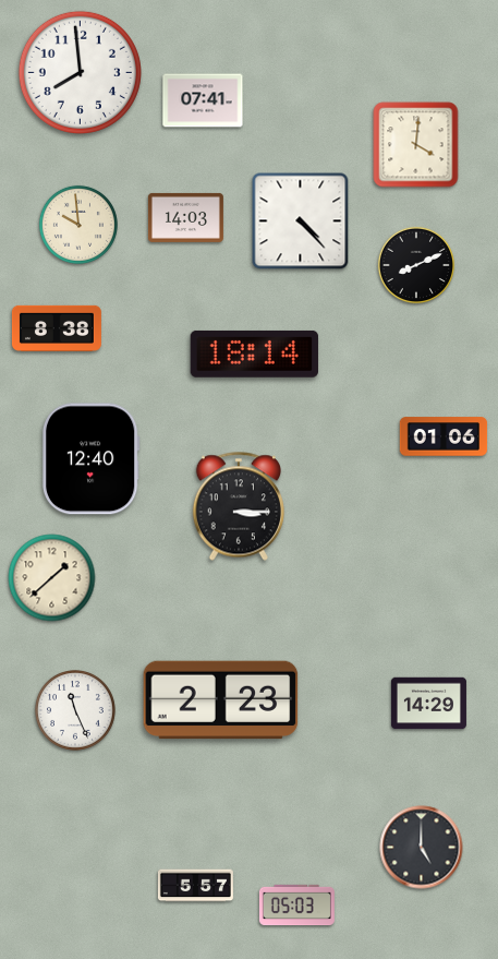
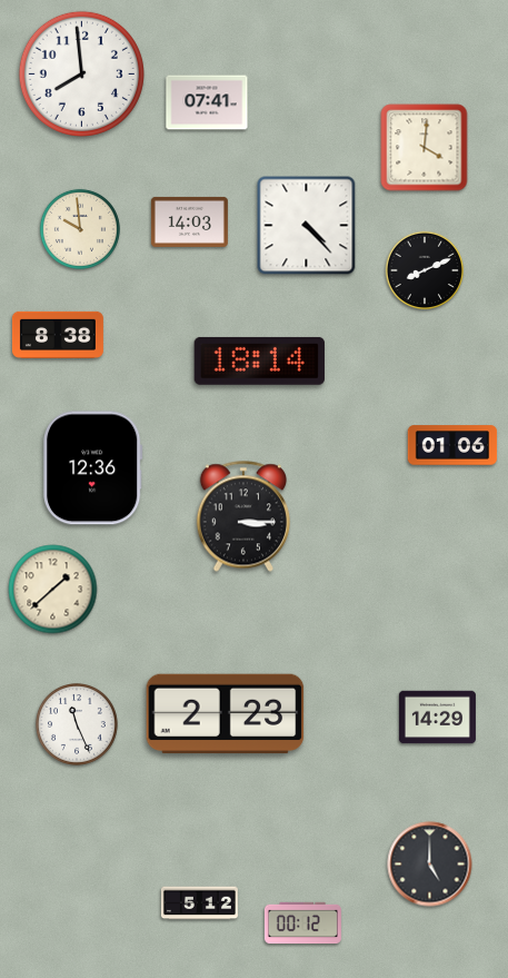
clock at (90, 459): 12:40 -> 12:36
clock at (195, 886): 5:57 -> 5:12
clock at (296, 906): 05:03 -> 00:12
